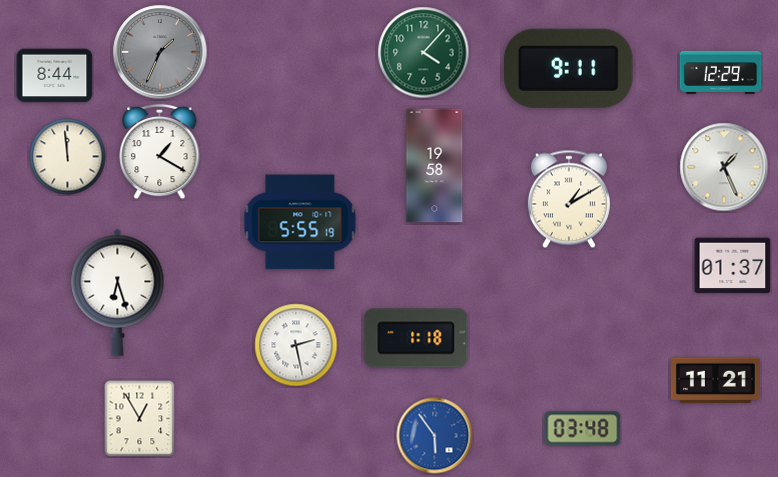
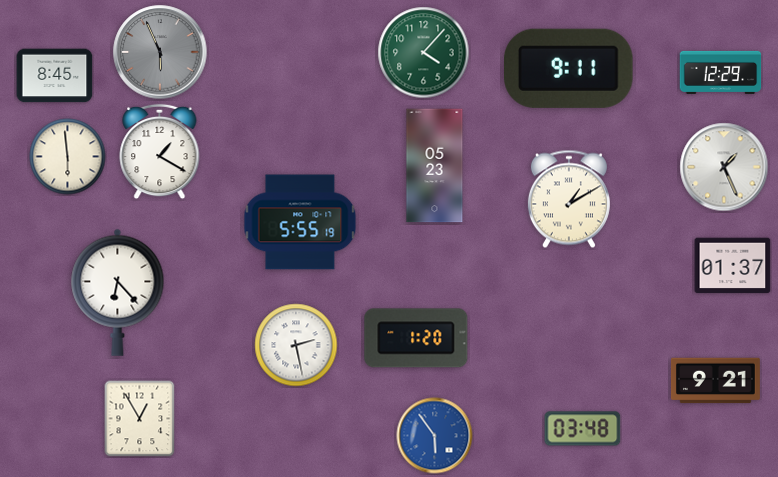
clock at (160, 52): 1:34 -> 5:56
clock at (55, 76): 8:44 -> 8:45
clock at (68, 157): 11:59 -> 5:59
clock at (435, 166): 19:58 -> 05:23
clock at (118, 292): 6:27 -> 6:23
clock at (416, 338): 1:18 -> 1:20
clock at (715, 381): 11:21 -> 9:21
